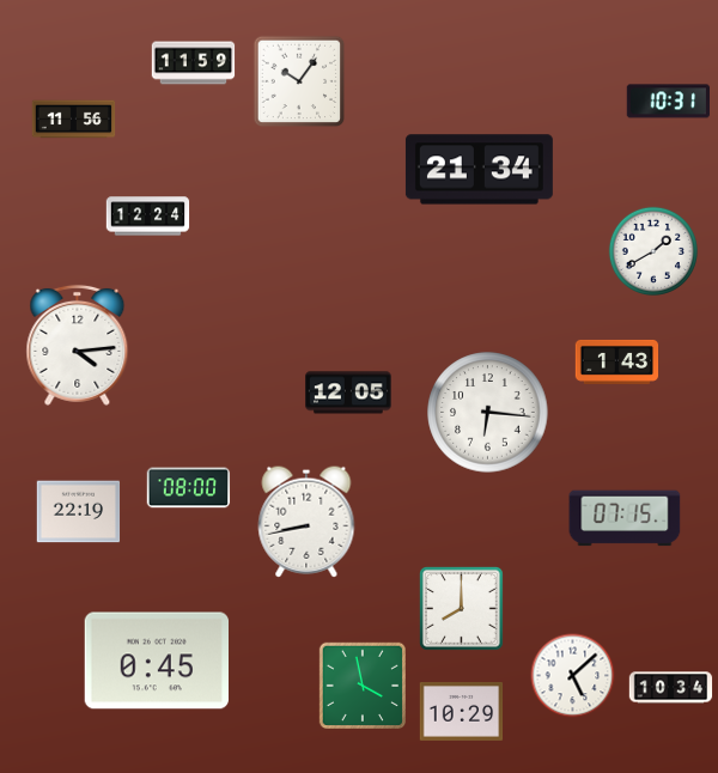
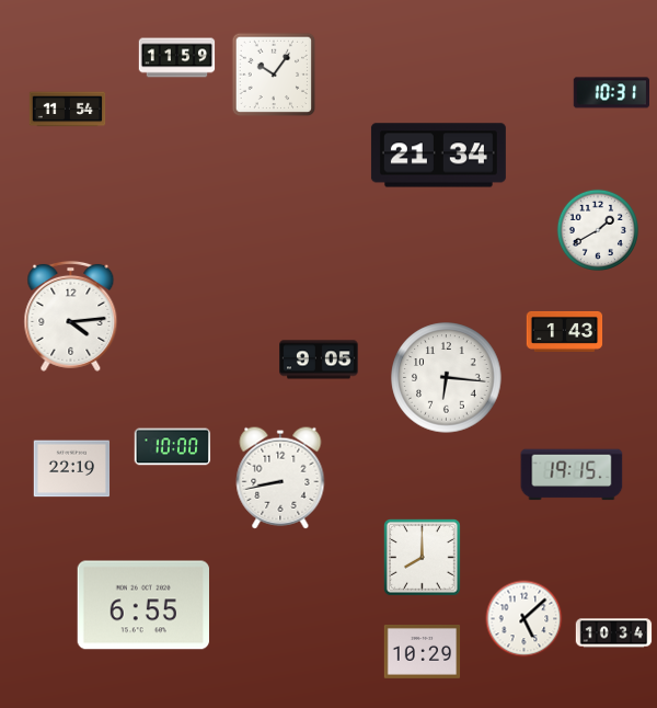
clock at (74, 120): 11:56 -> 11:54
clock at (148, 217): 12:24 -> none
clock at (349, 392): 12:05 -> 9:05
clock at (189, 488): 08:00 -> 10:00
clock at (625, 518): 07:15 -> 19:15
clock at (156, 661): 0:45 -> 6:55
clock at (361, 684): 3:58 -> none
clock at (671, 688) position: (671, 688) -> (614, 633)
